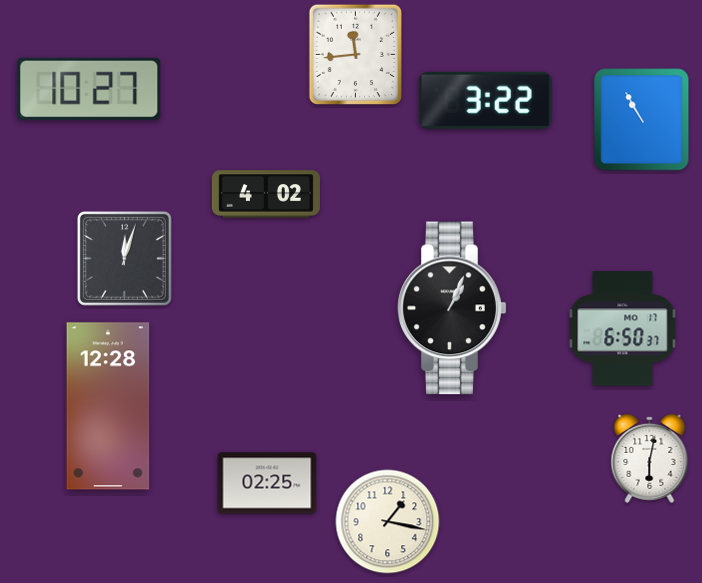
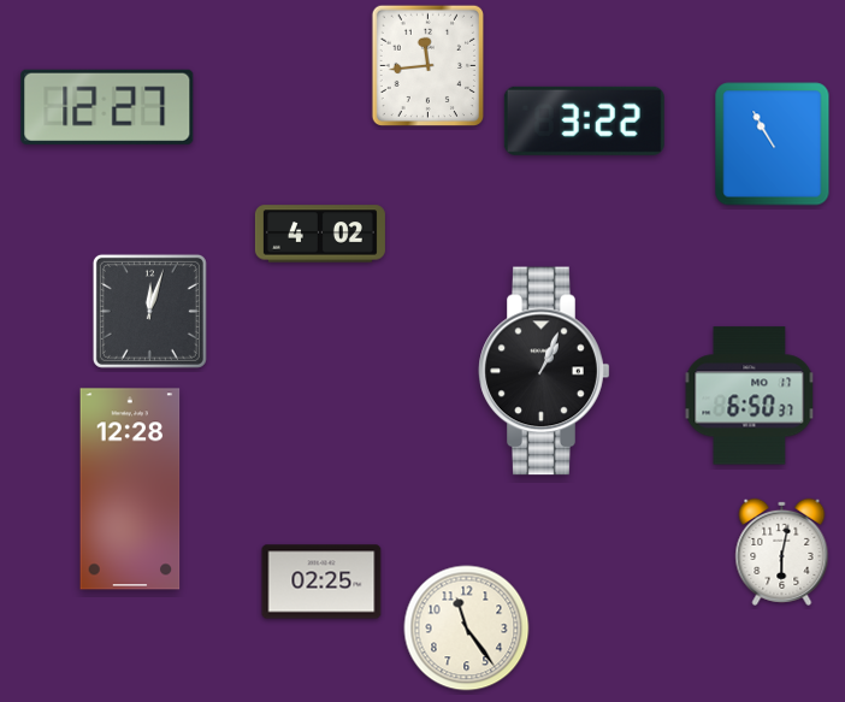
clock at (89, 89): 10:27 -> 12:27
clock at (388, 522): 1:17 -> 11:24
